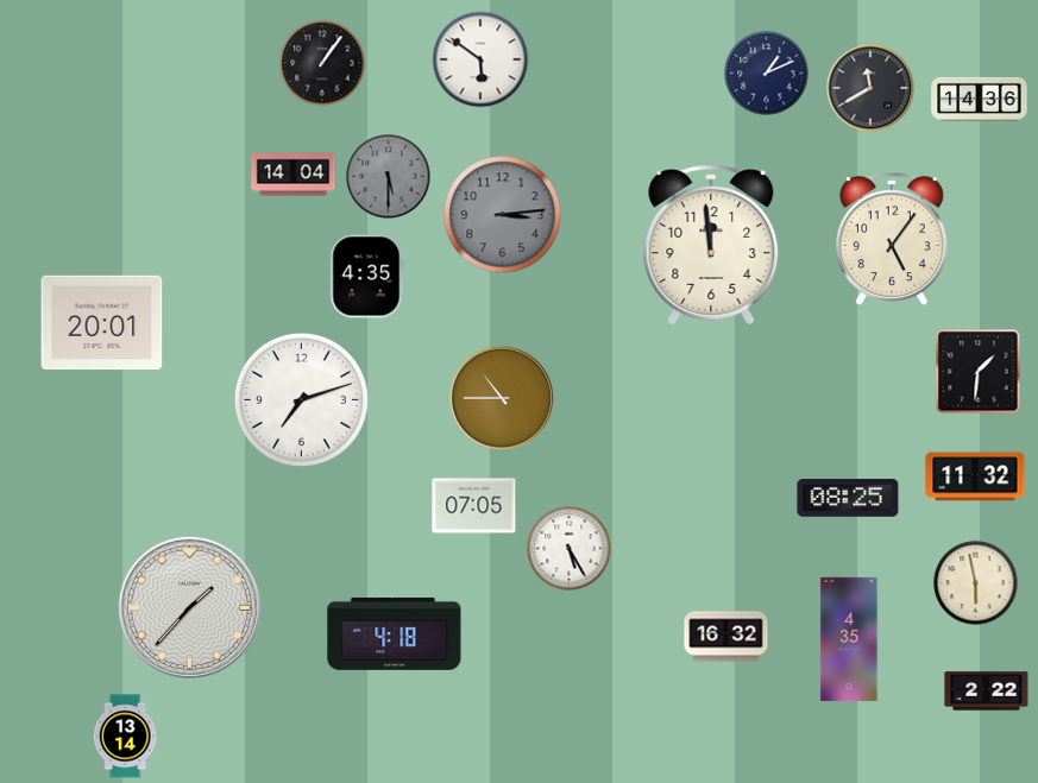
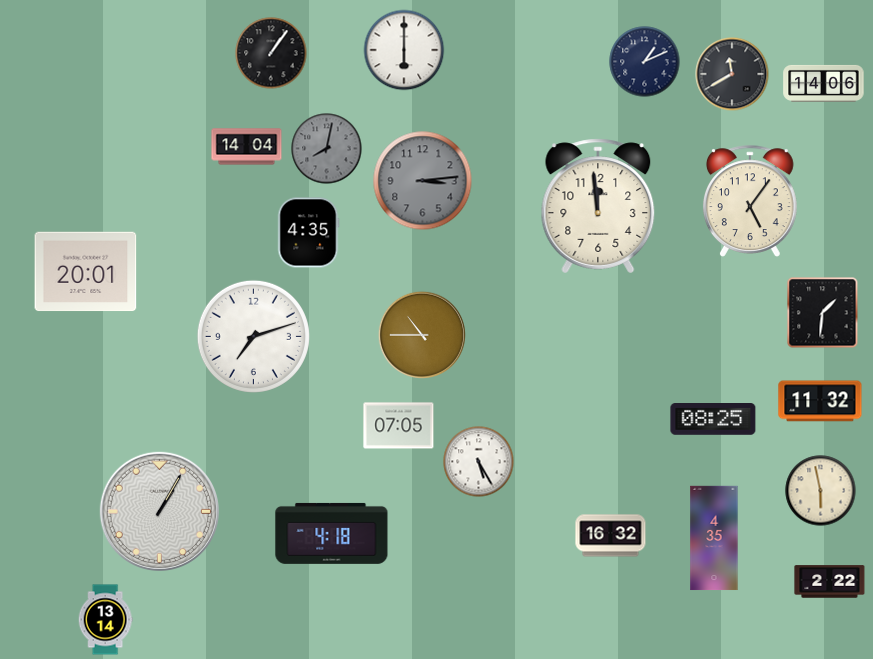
clock at (480, 59): 5:51 -> 6:00
clock at (980, 99): 14:36 -> 14:06
clock at (389, 177): 5:30 -> 8:02
clock at (189, 607): 1:37 -> 1:05
